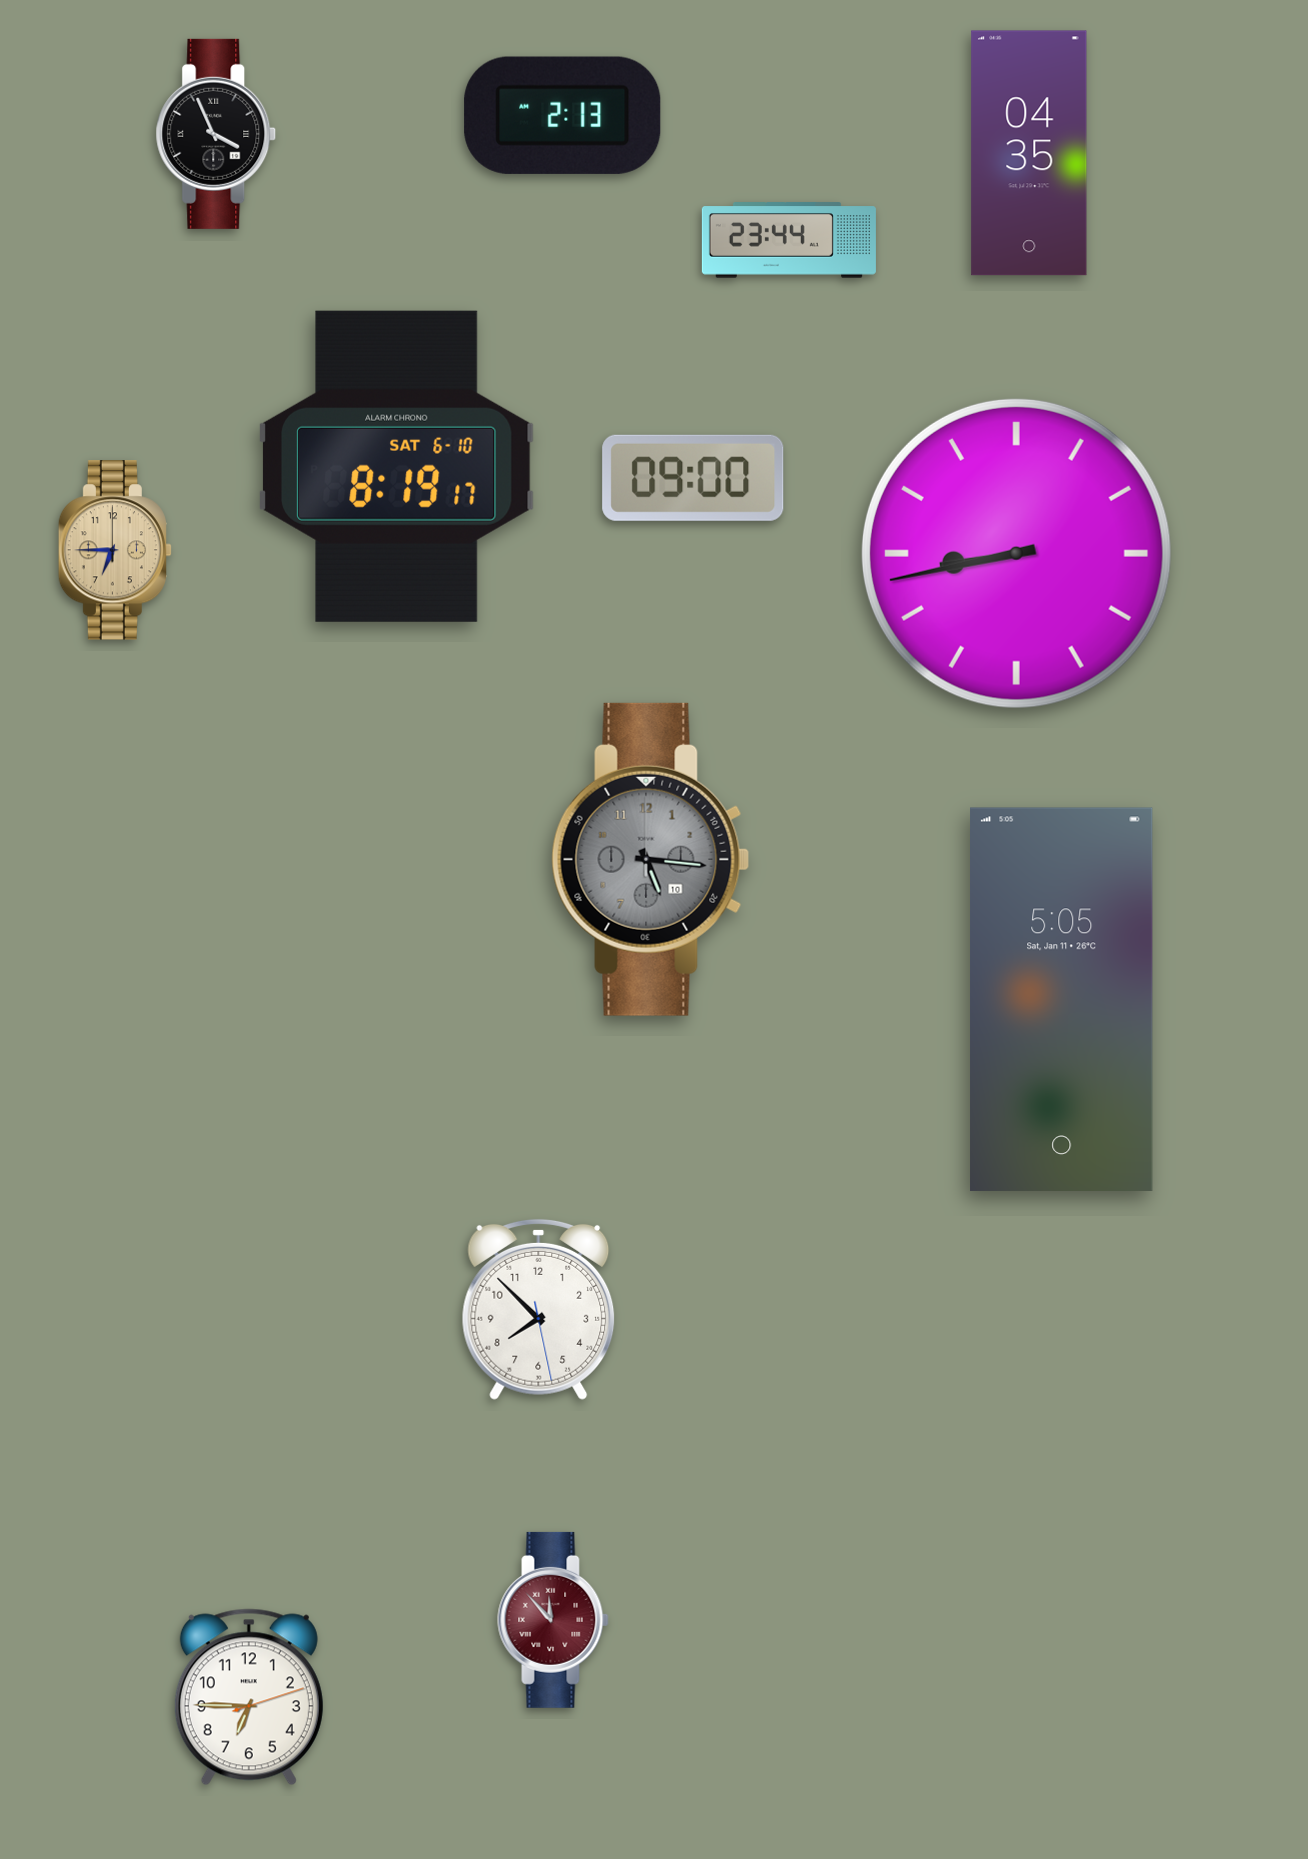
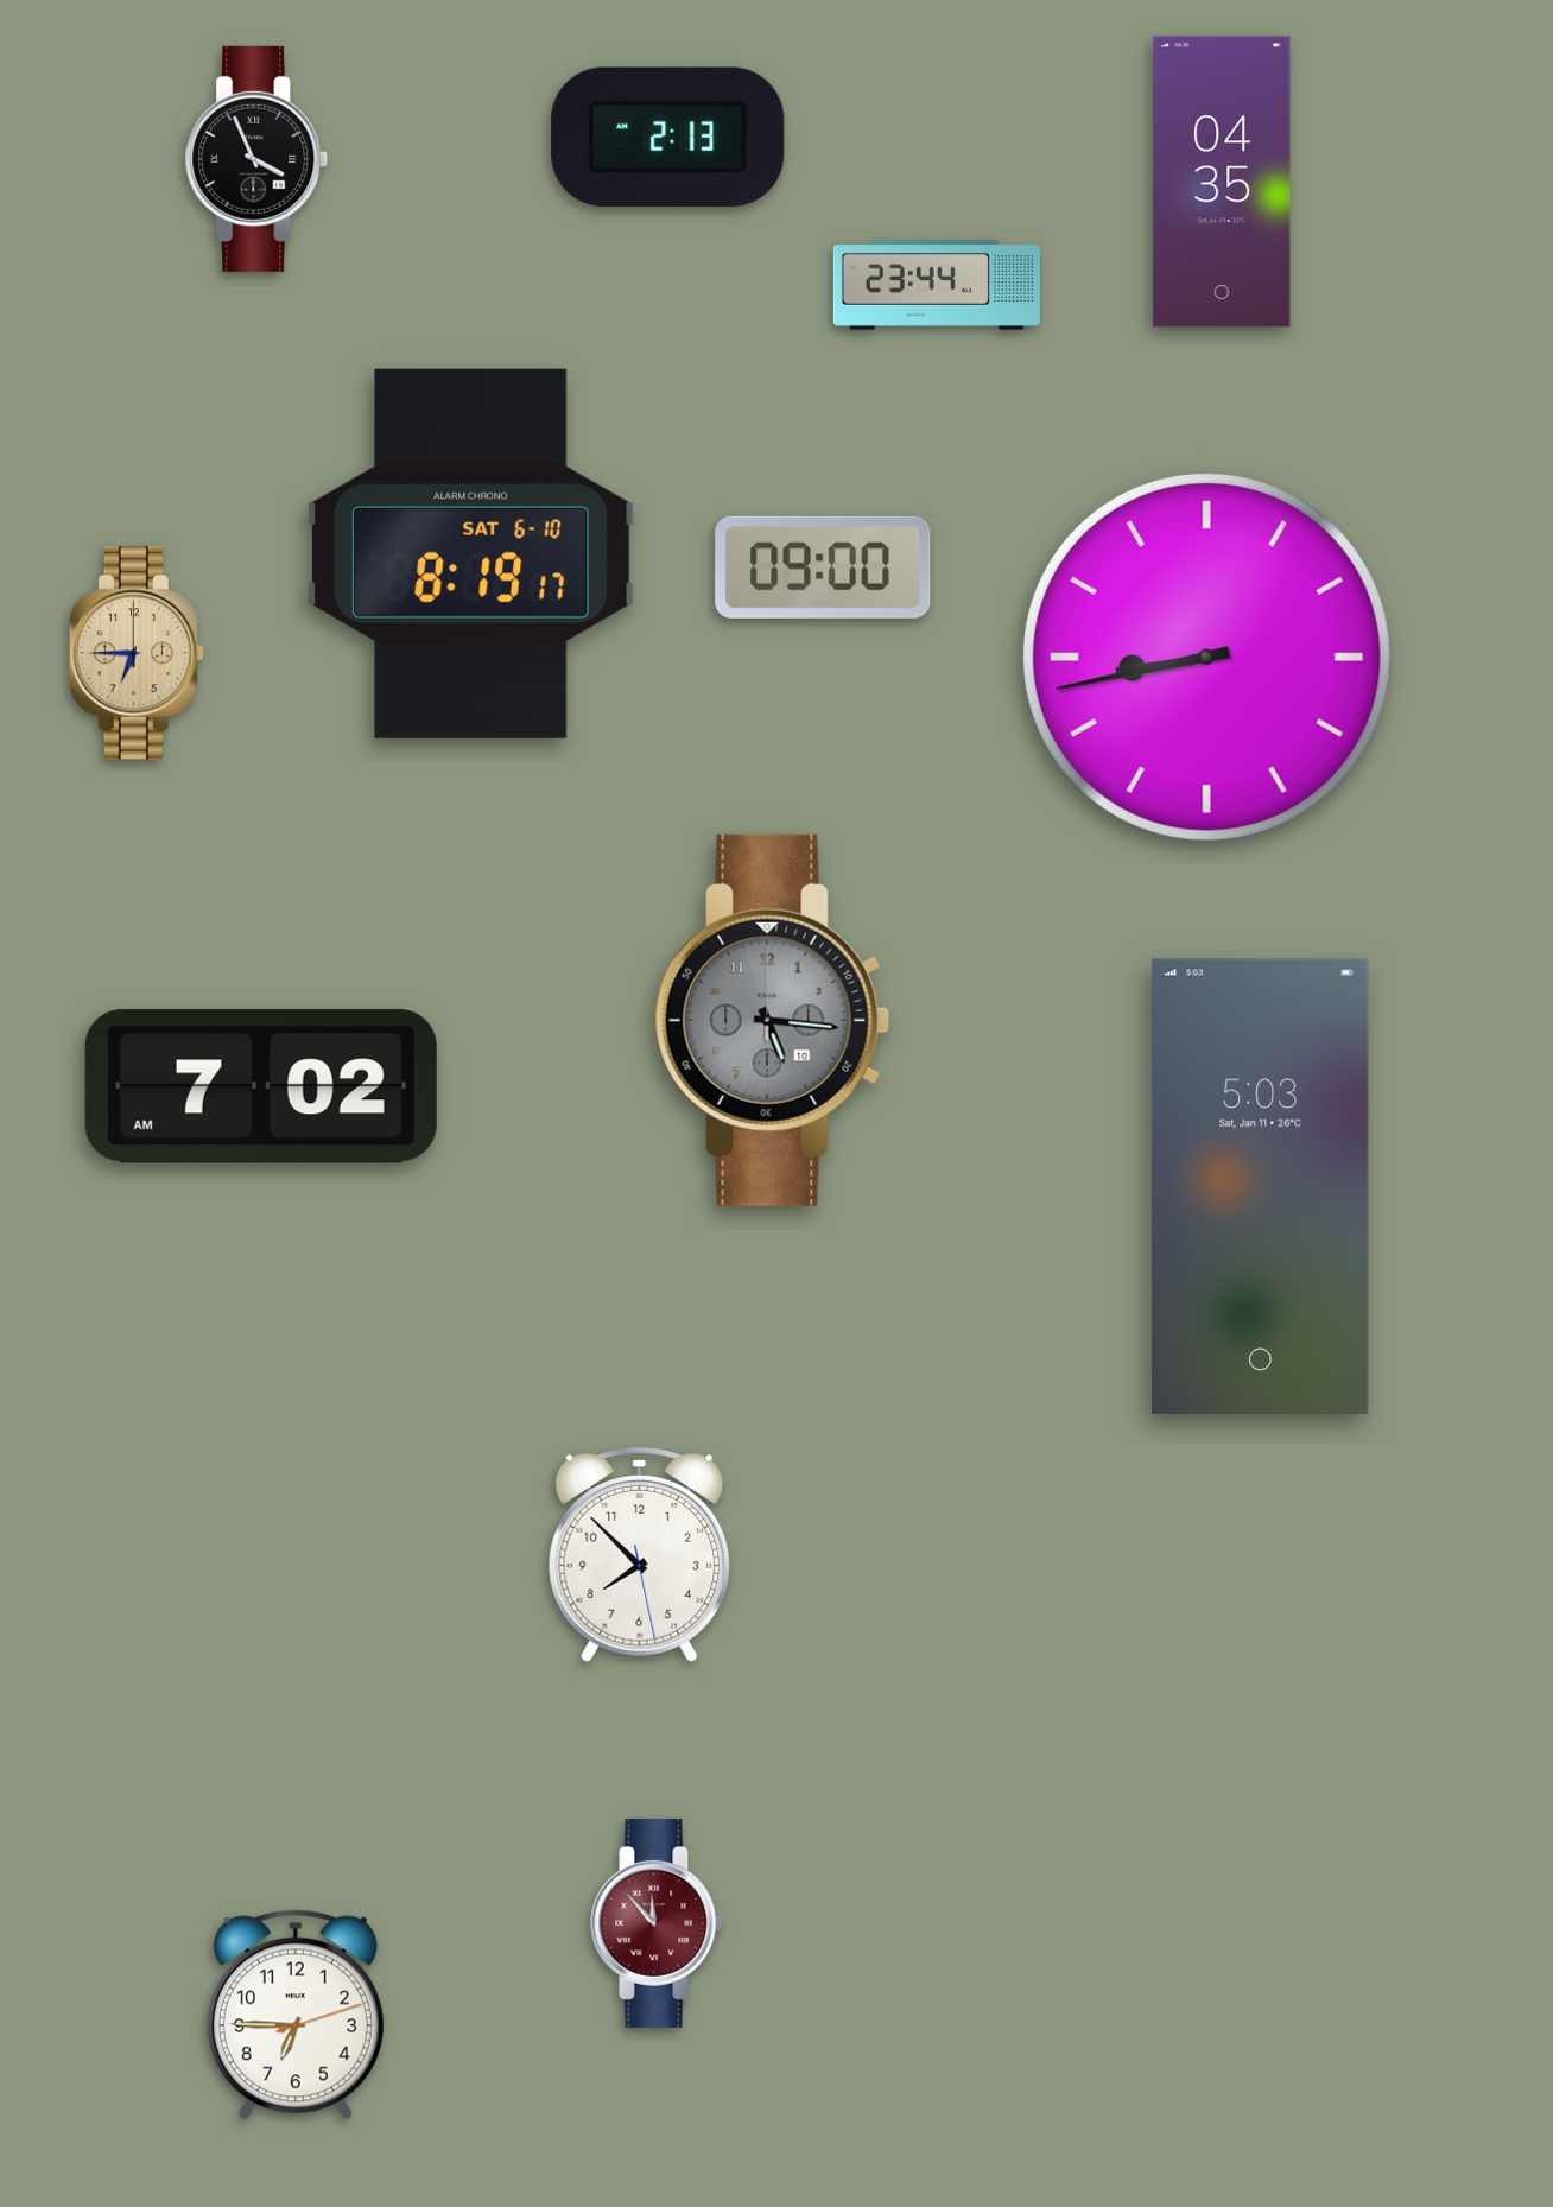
clock at (261, 1086): none -> 7:02
clock at (1062, 999): 5:05 -> 5:03
